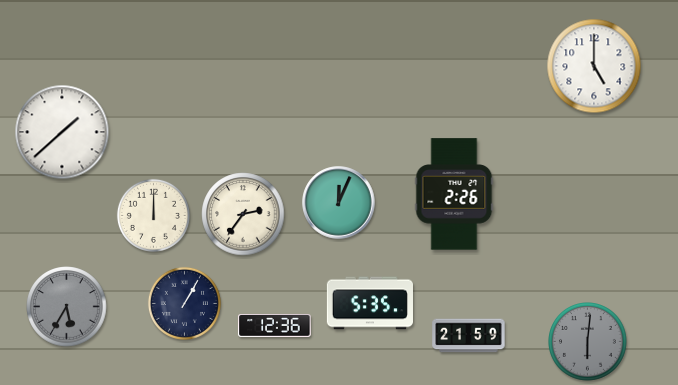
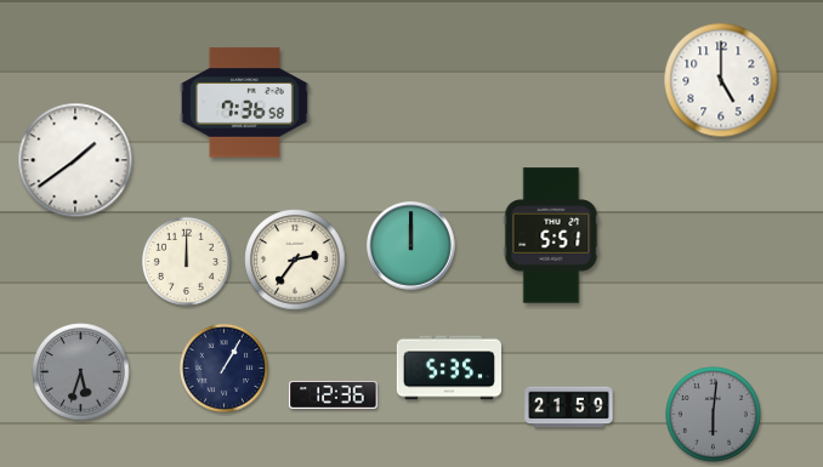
clock at (244, 103): none -> 7:36
clock at (62, 132): 1:38 -> 1:39
clock at (454, 194): 2:26 -> 5:51
clock at (339, 203): 12:04 -> 12:00
clock at (67, 307): 5:35 -> 5:33
